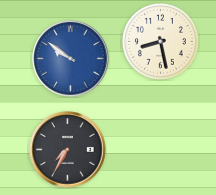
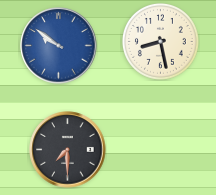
clock at (71, 59) position: (71, 59) -> (59, 46)
clock at (68, 150): 7:35 -> 7:30
